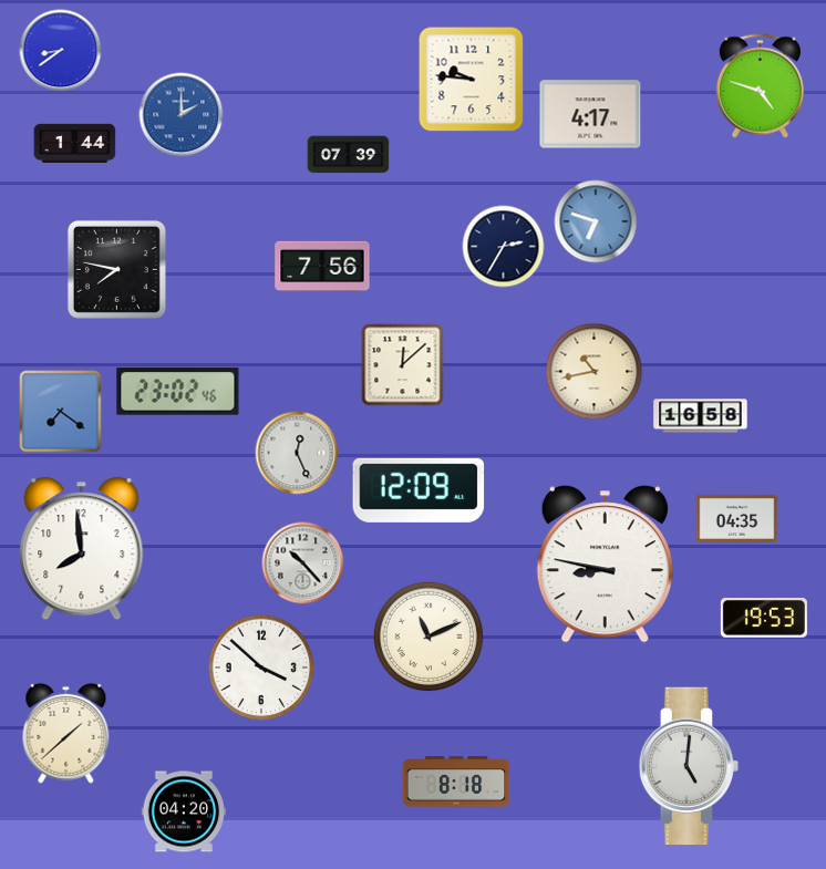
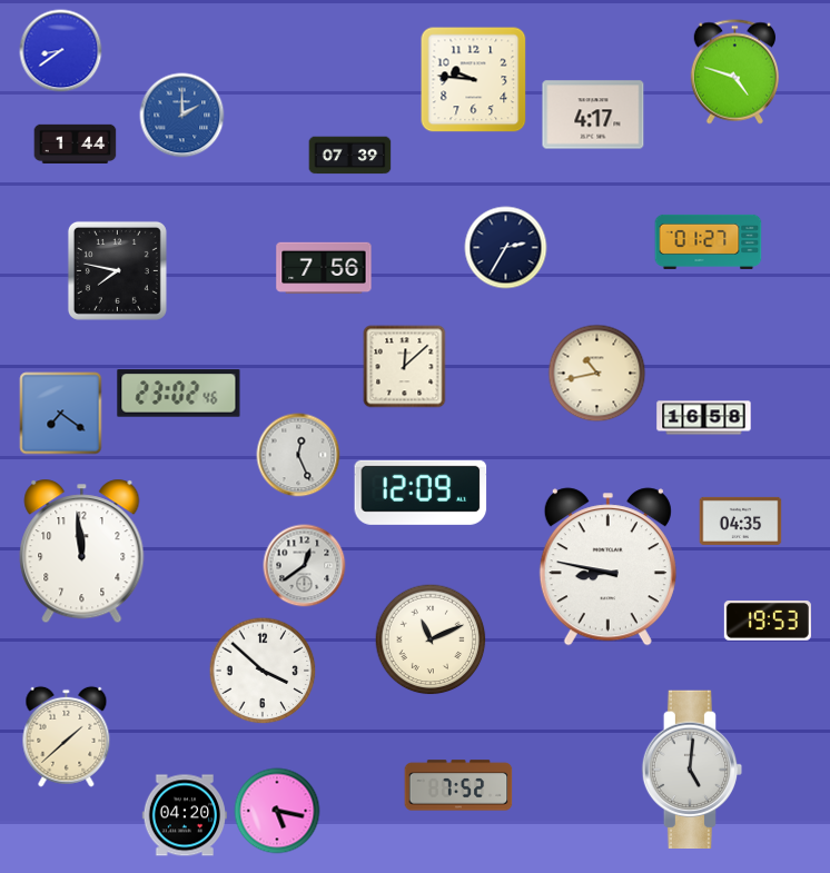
clock at (760, 86) position: (760, 86) -> (734, 72)
clock at (596, 221): 6:48 -> none
clock at (709, 241): none -> 01:27
clock at (82, 549): 7:59 -> 11:59
clock at (303, 563): 10:23 -> 12:39
clock at (456, 782): 8:18 -> 7:52
clock at (277, 811): none -> 5:17
